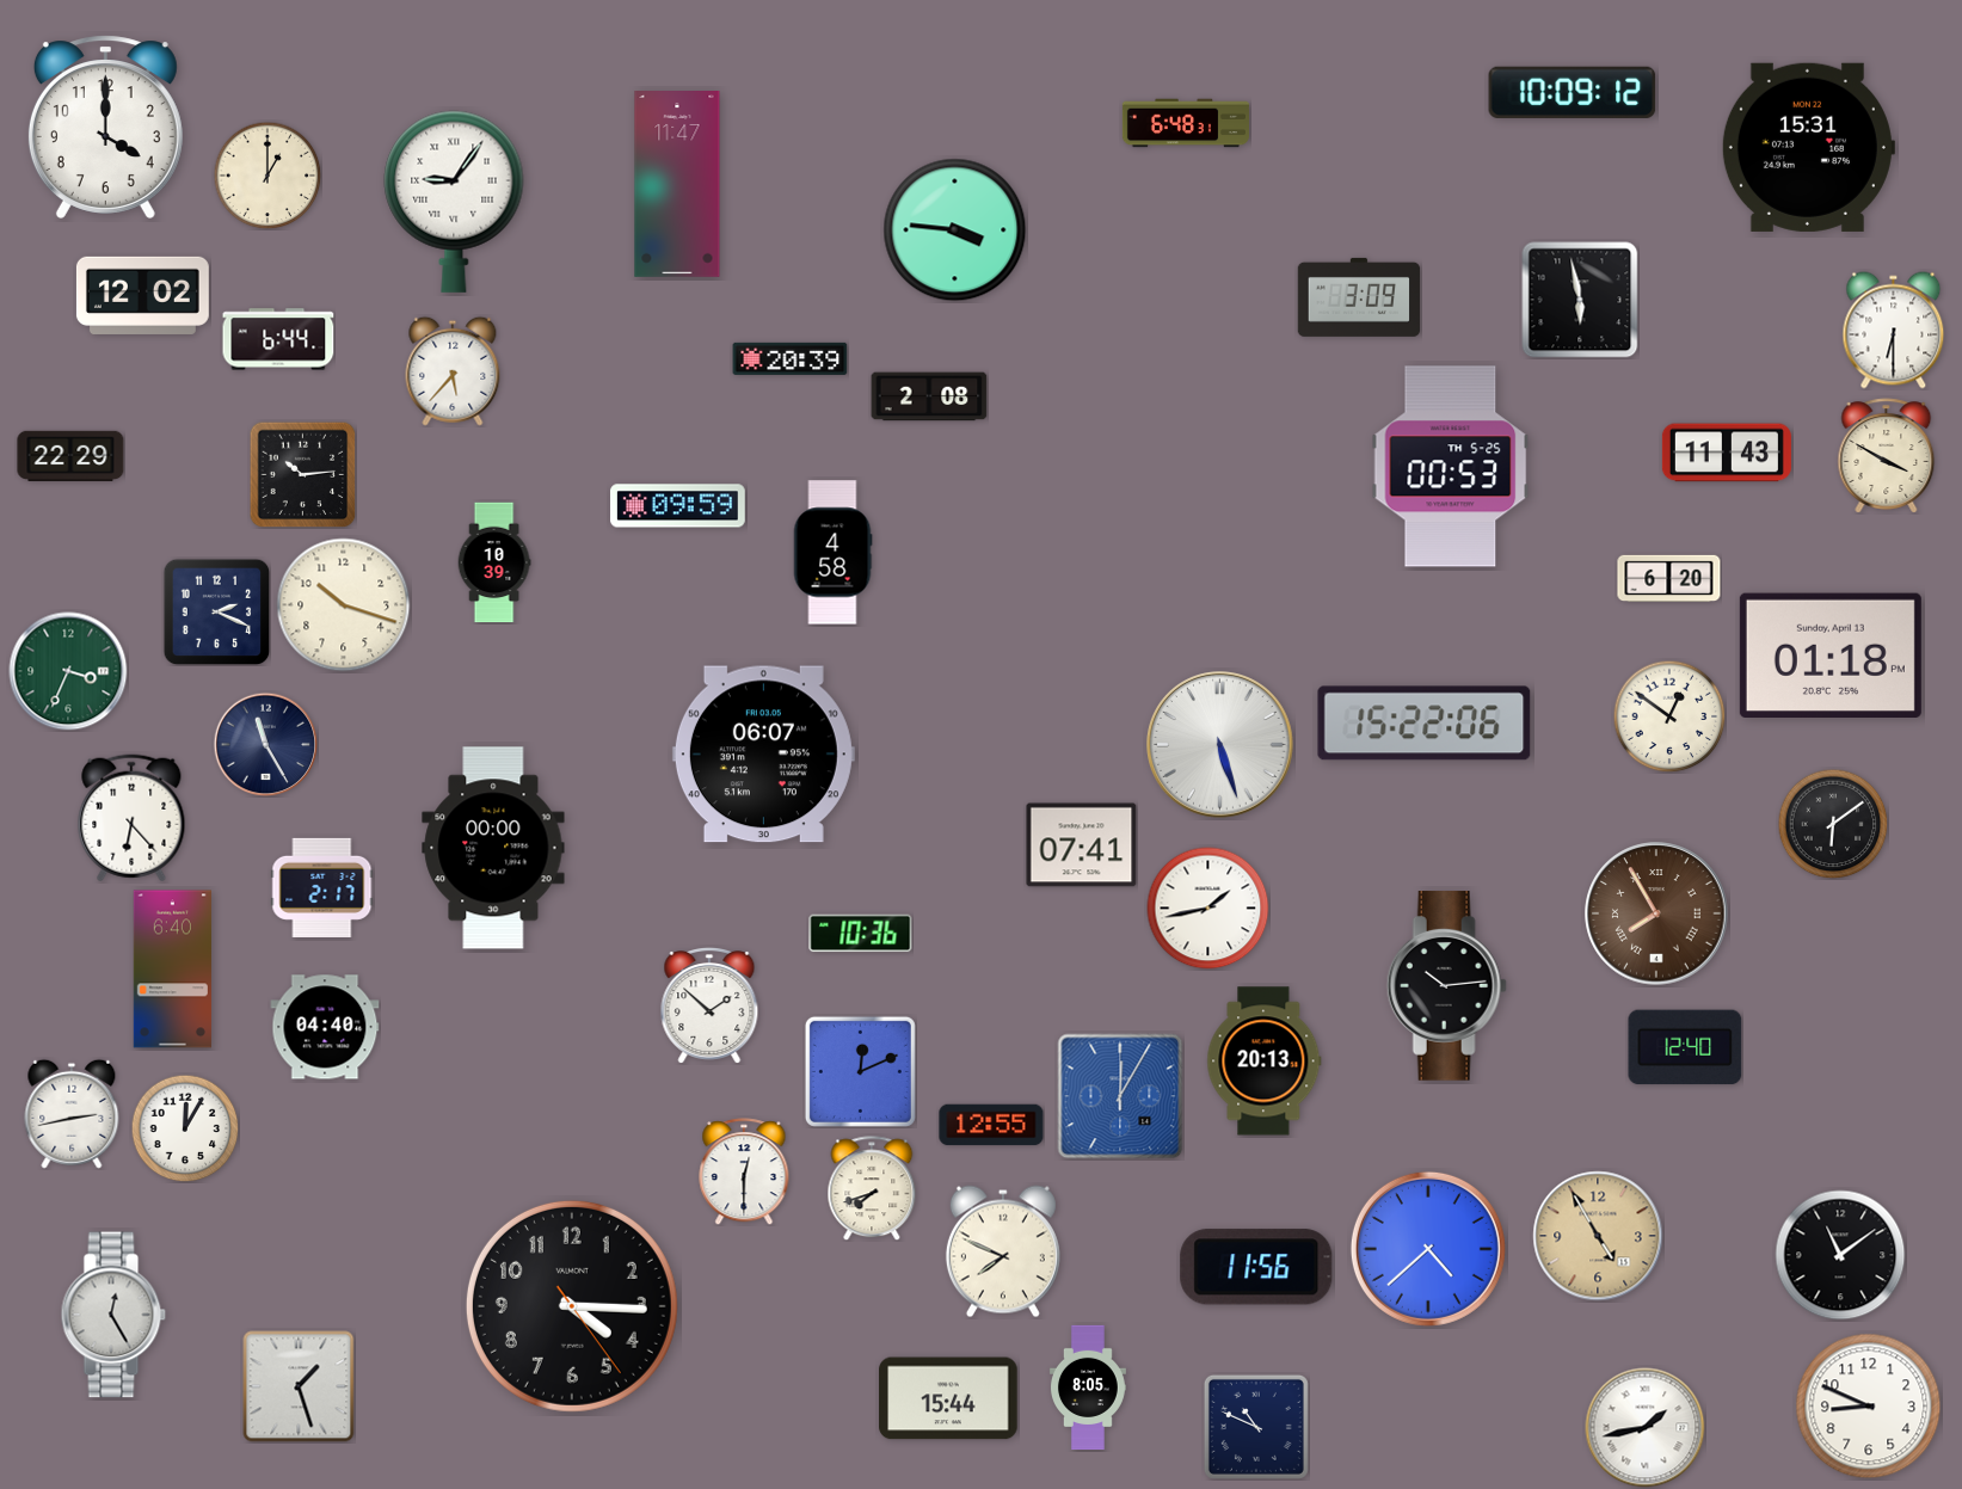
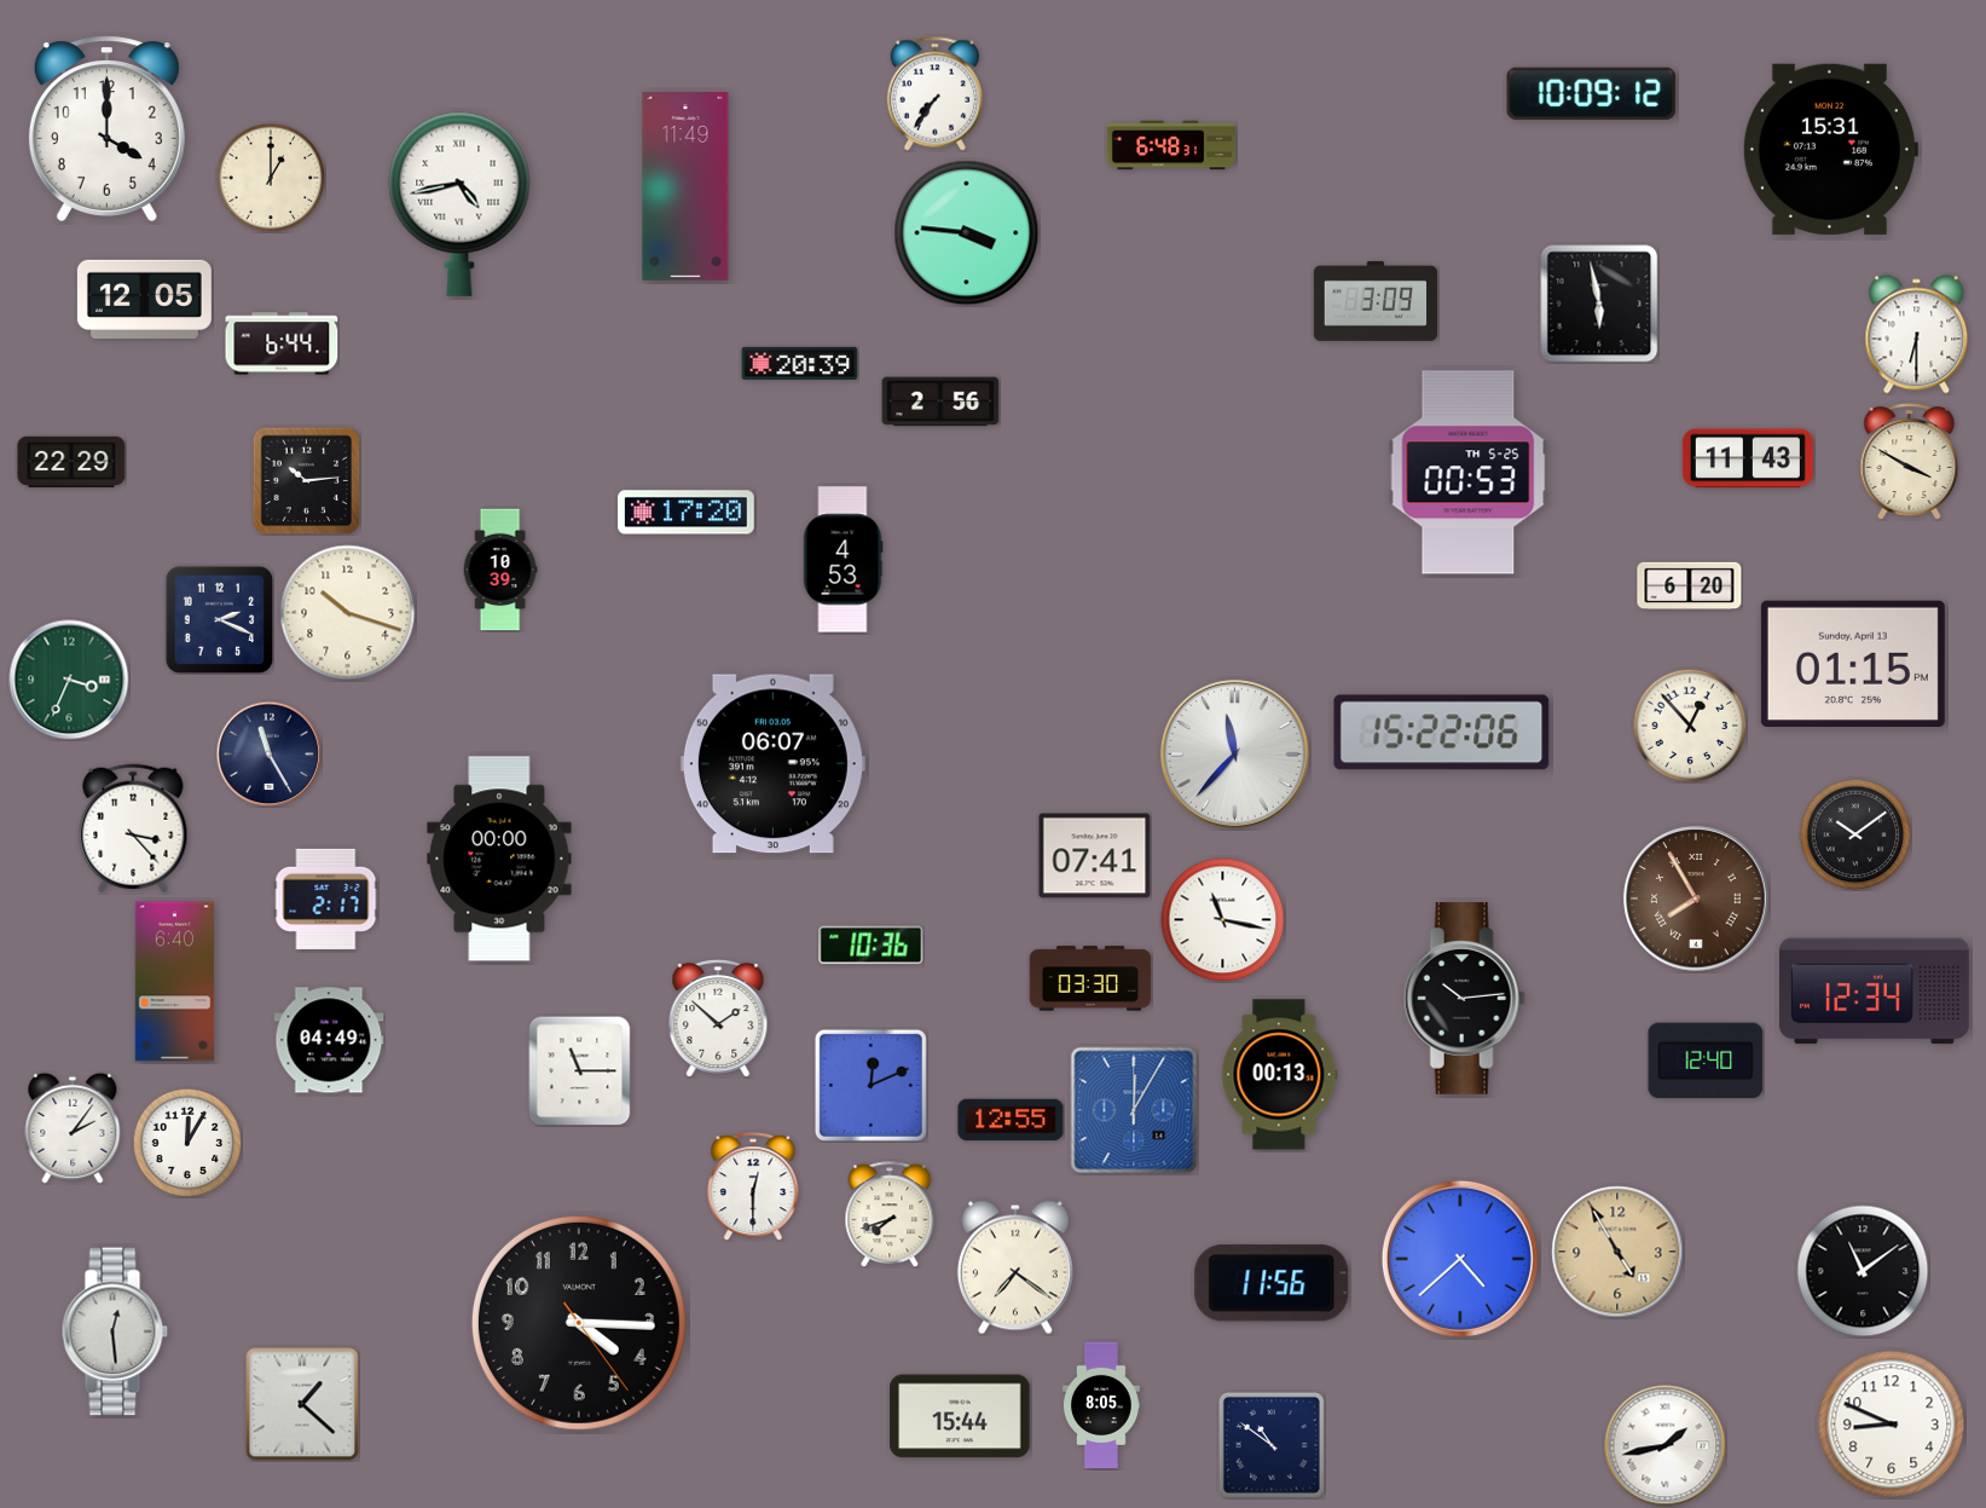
clock at (934, 94): none -> 7:36
clock at (1186, 123) position: (1186, 123) -> (1171, 145)
clock at (677, 185): 11:47 -> 11:49
clock at (454, 202): 9:06 -> 4:43
clock at (142, 295): 12:02 -> 12:05
clock at (453, 371): 5:37 -> none
clock at (929, 396): 2:08 -> 2:56
clock at (678, 506): 09:59 -> 17:20
clock at (832, 553): 4:58 -> 4:53
clock at (1831, 654): 01:18 -> 01:15
clock at (1669, 716): 12:51 -> 12:53
clock at (1220, 745): 5:27 -> 11:37
clock at (131, 818): 6:23 -> 3:23
clock at (1833, 824): 6:09 -> 10:09
clock at (1208, 909): 1:43 -> 11:17
clock at (1656, 913) position: (1656, 913) -> (1696, 899)
clock at (1090, 978): none -> 03:30
clock at (1875, 992): none -> 12:34
clock at (325, 1027): 04:40 -> 04:49
clock at (580, 1070): none -> 11:15
clock at (1265, 1062): 20:13 -> 00:13
clock at (72, 1114): 2:43 -> 2:06
clock at (991, 1125) position: (991, 1125) -> (1011, 1120)
clock at (872, 1188) position: (872, 1188) -> (890, 1214)
clock at (1428, 1249) position: (1428, 1249) -> (1460, 1259)
clock at (1003, 1251): 7:49 -> 7:21
clock at (113, 1315): 12:25 -> 12:29
clock at (299, 1386): 1:27 -> 1:22
clock at (1256, 1427): 10:49 -> 10:51
